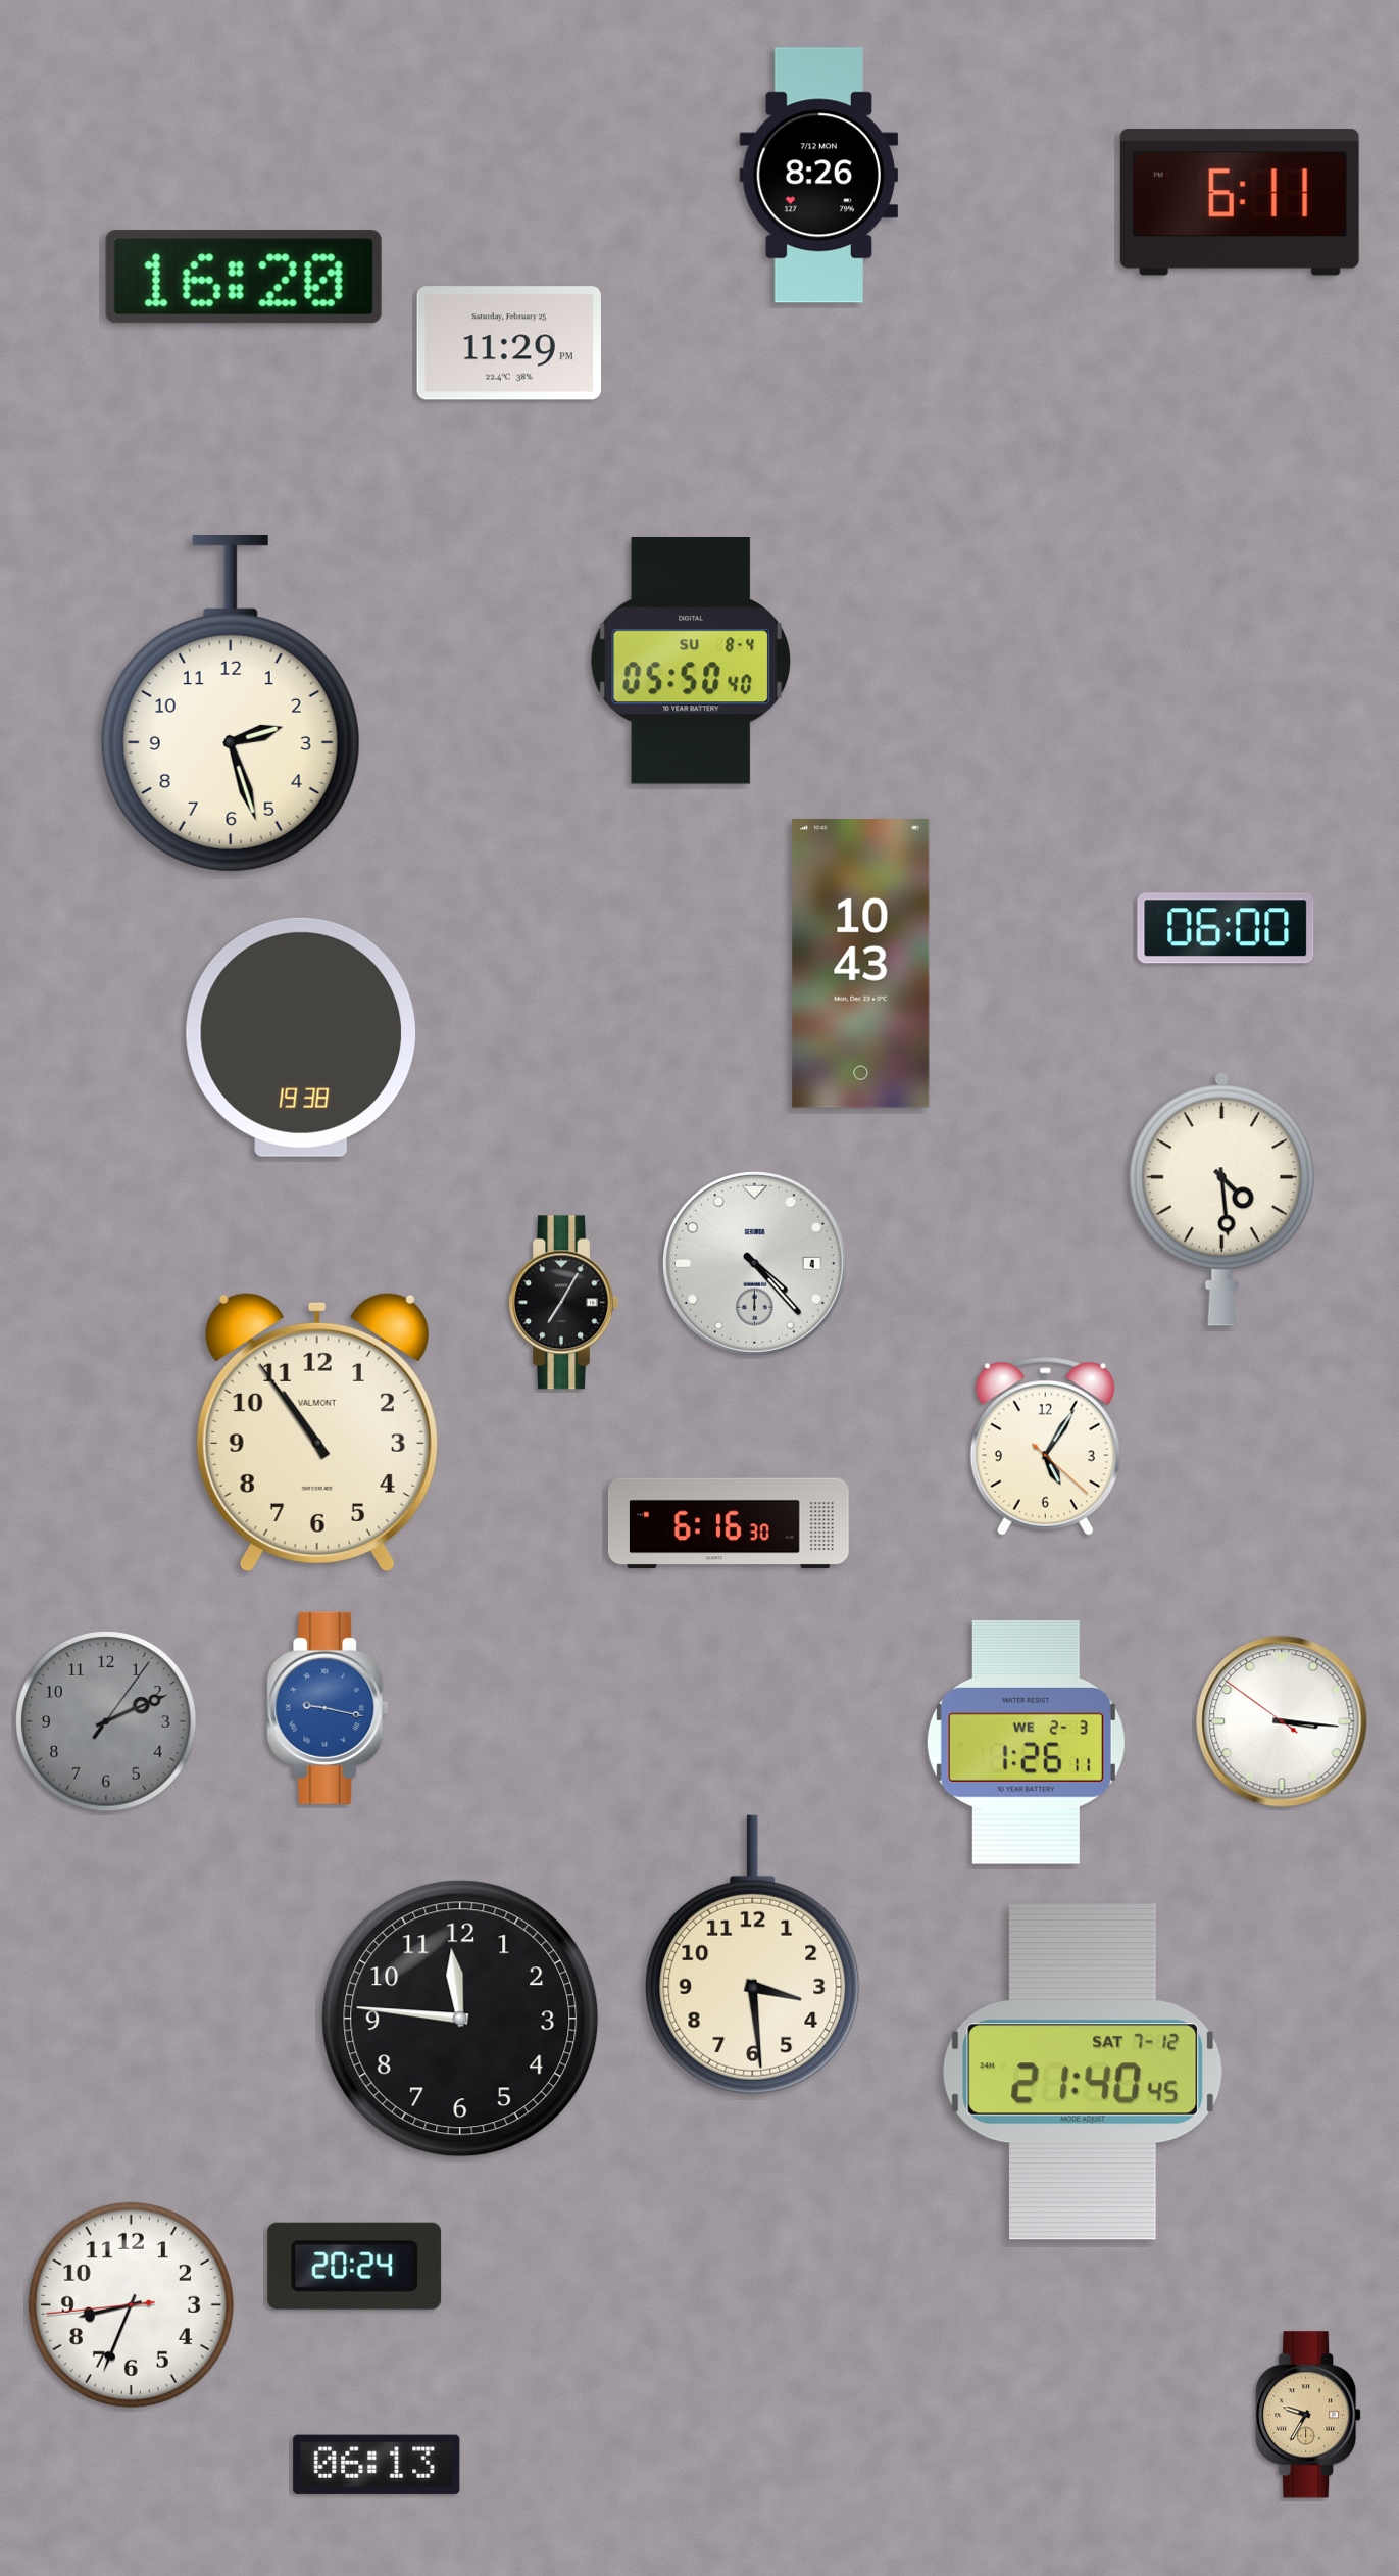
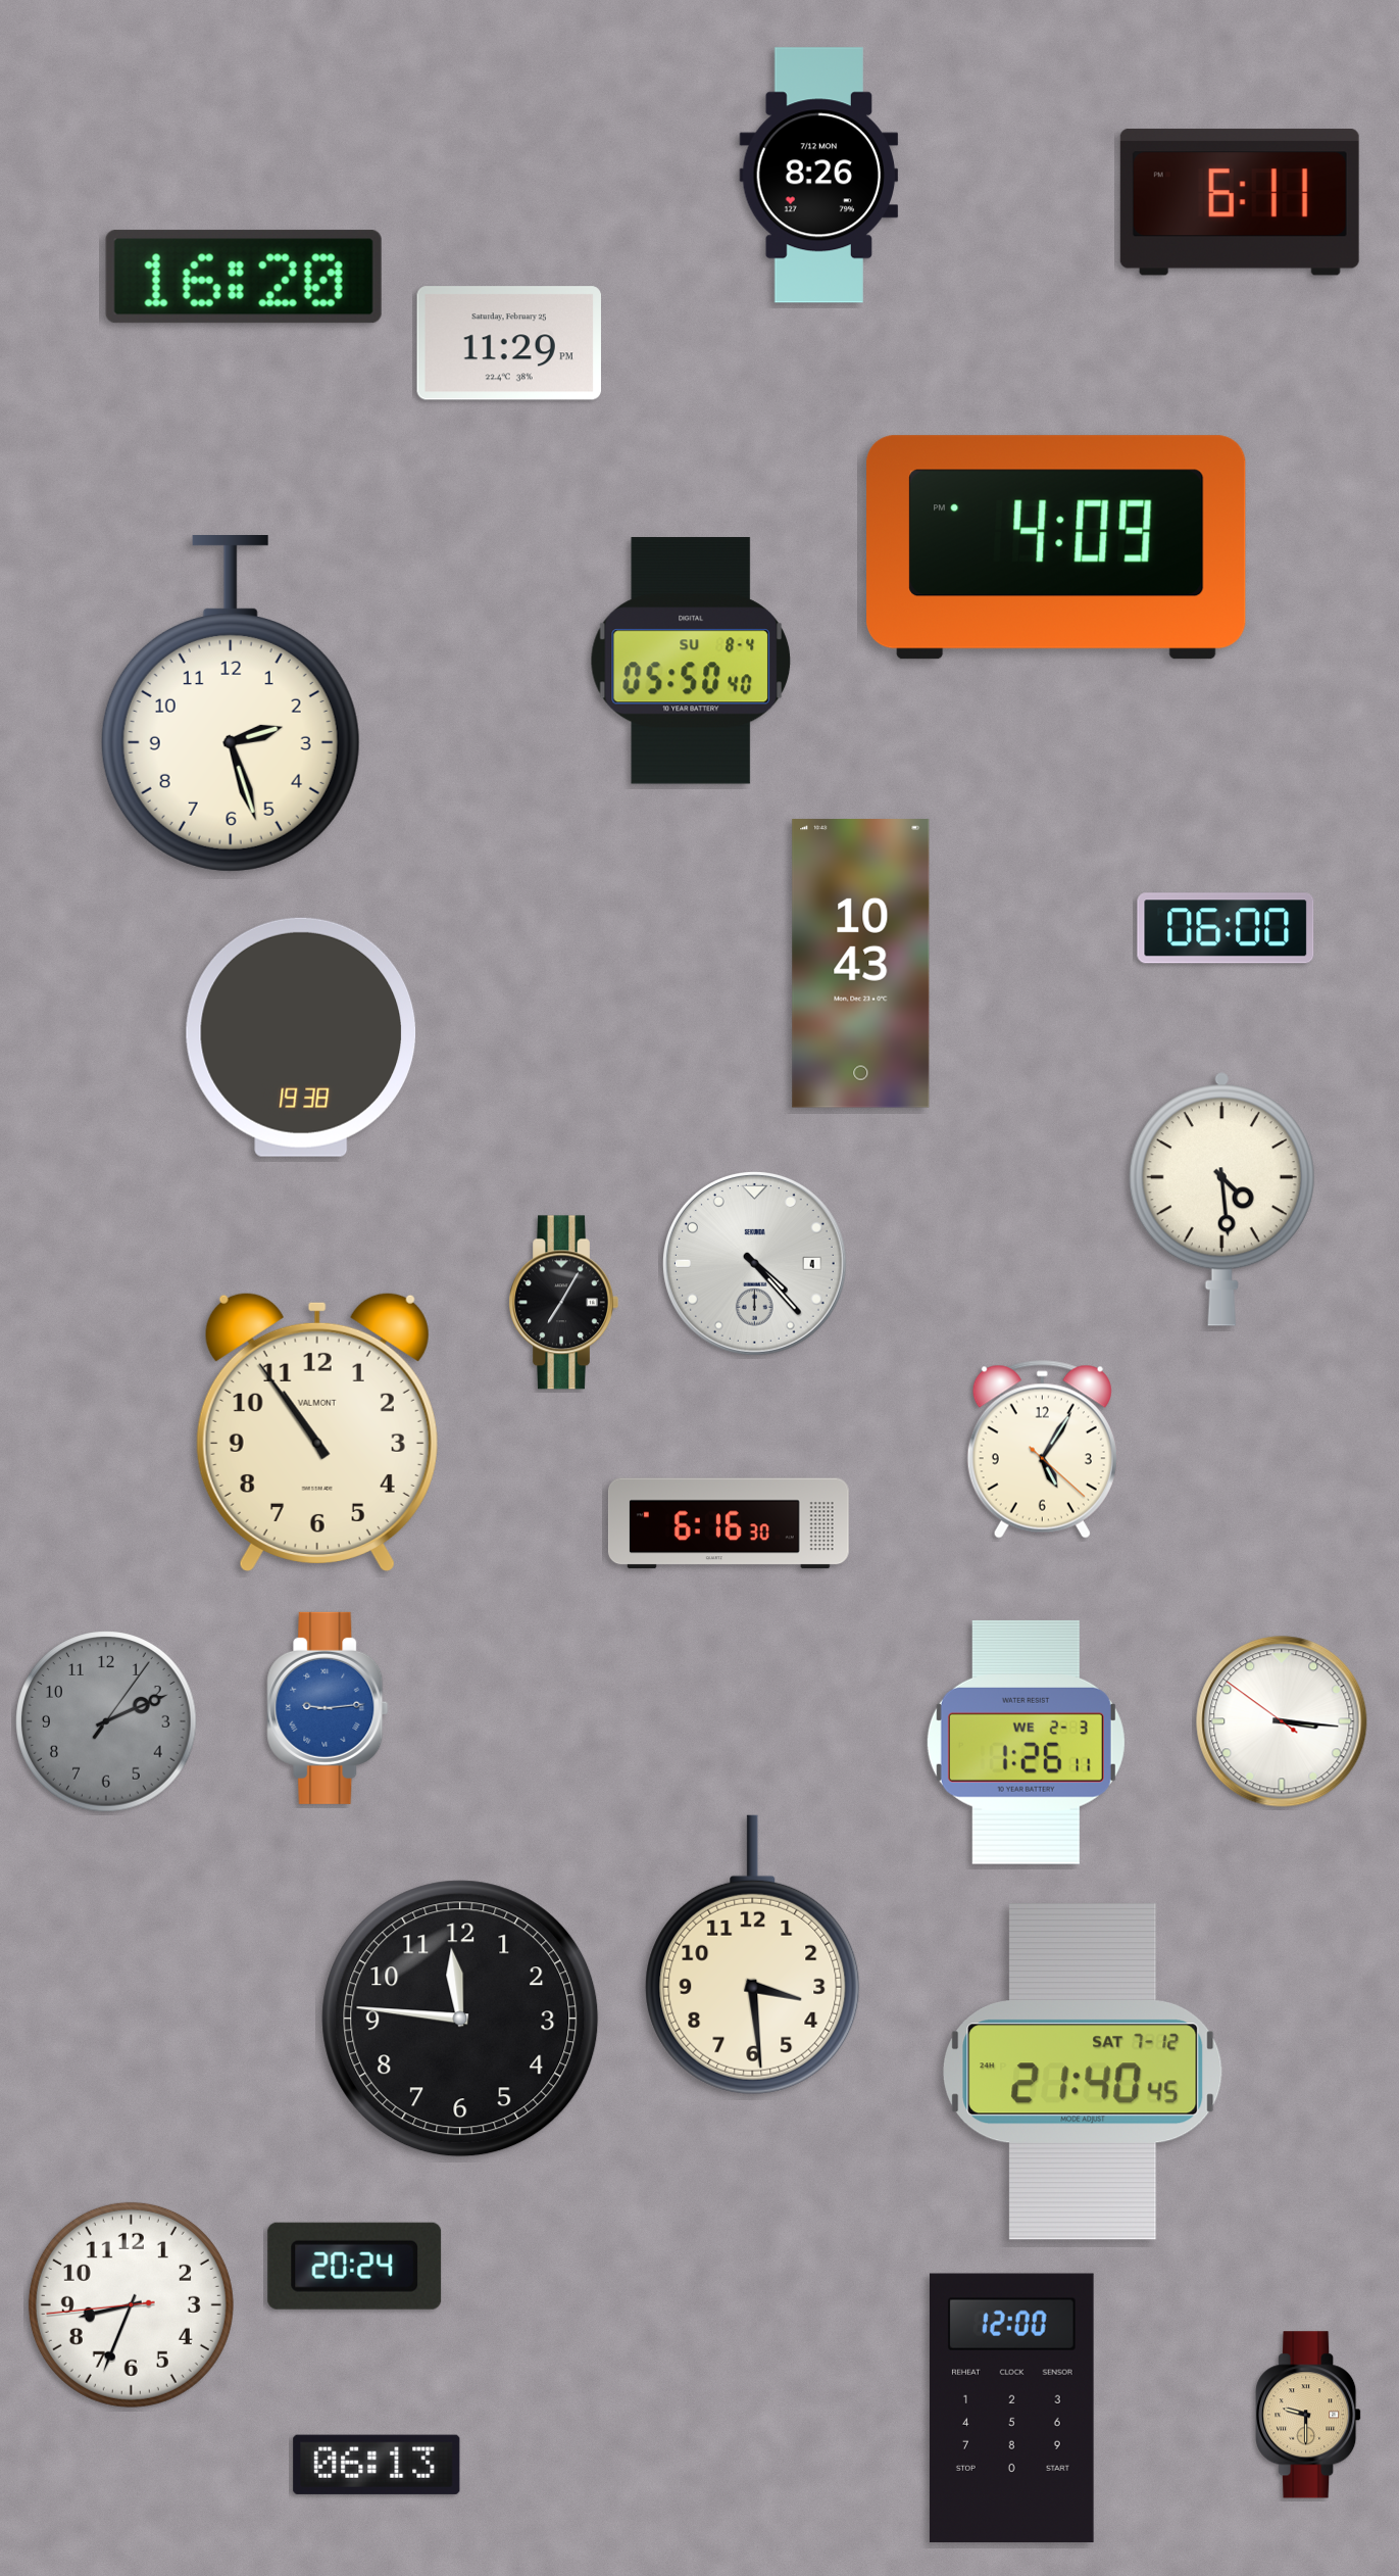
clock at (1056, 547): none -> 4:09
clock at (1045, 1447) position: (1045, 1447) -> (1042, 1450)
clock at (328, 1708): 9:17 -> 9:14
clock at (1011, 2408): none -> 12:00
clock at (1308, 2415): 9:35 -> 9:30
